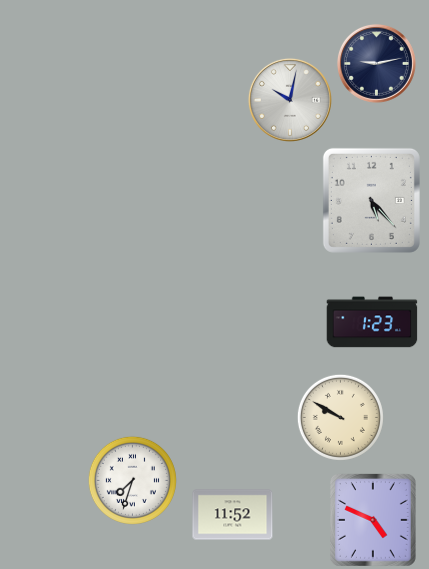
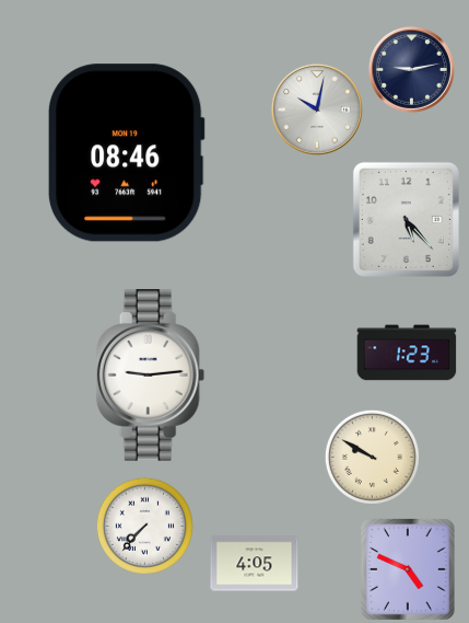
clock at (126, 153): none -> 08:46
clock at (151, 376): none -> 9:14
clock at (132, 480): 7:33 -> 7:37
clock at (233, 515): 11:52 -> 4:05
